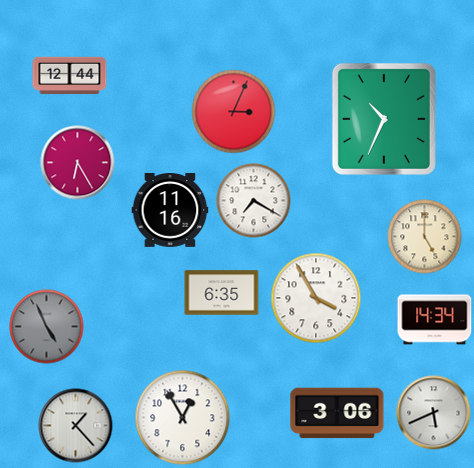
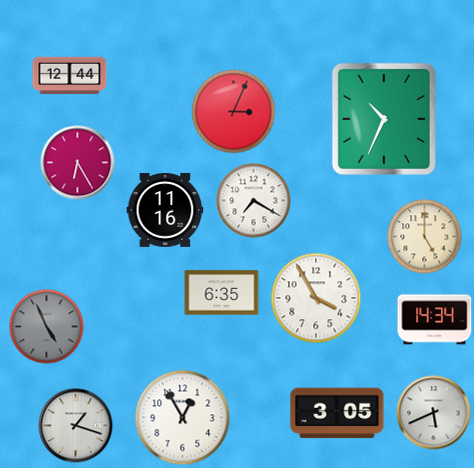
clock at (170, 211) position: (170, 211) -> (165, 211)
clock at (337, 413): 3:06 -> 3:05
clock at (76, 426): 1:23 -> 1:18
